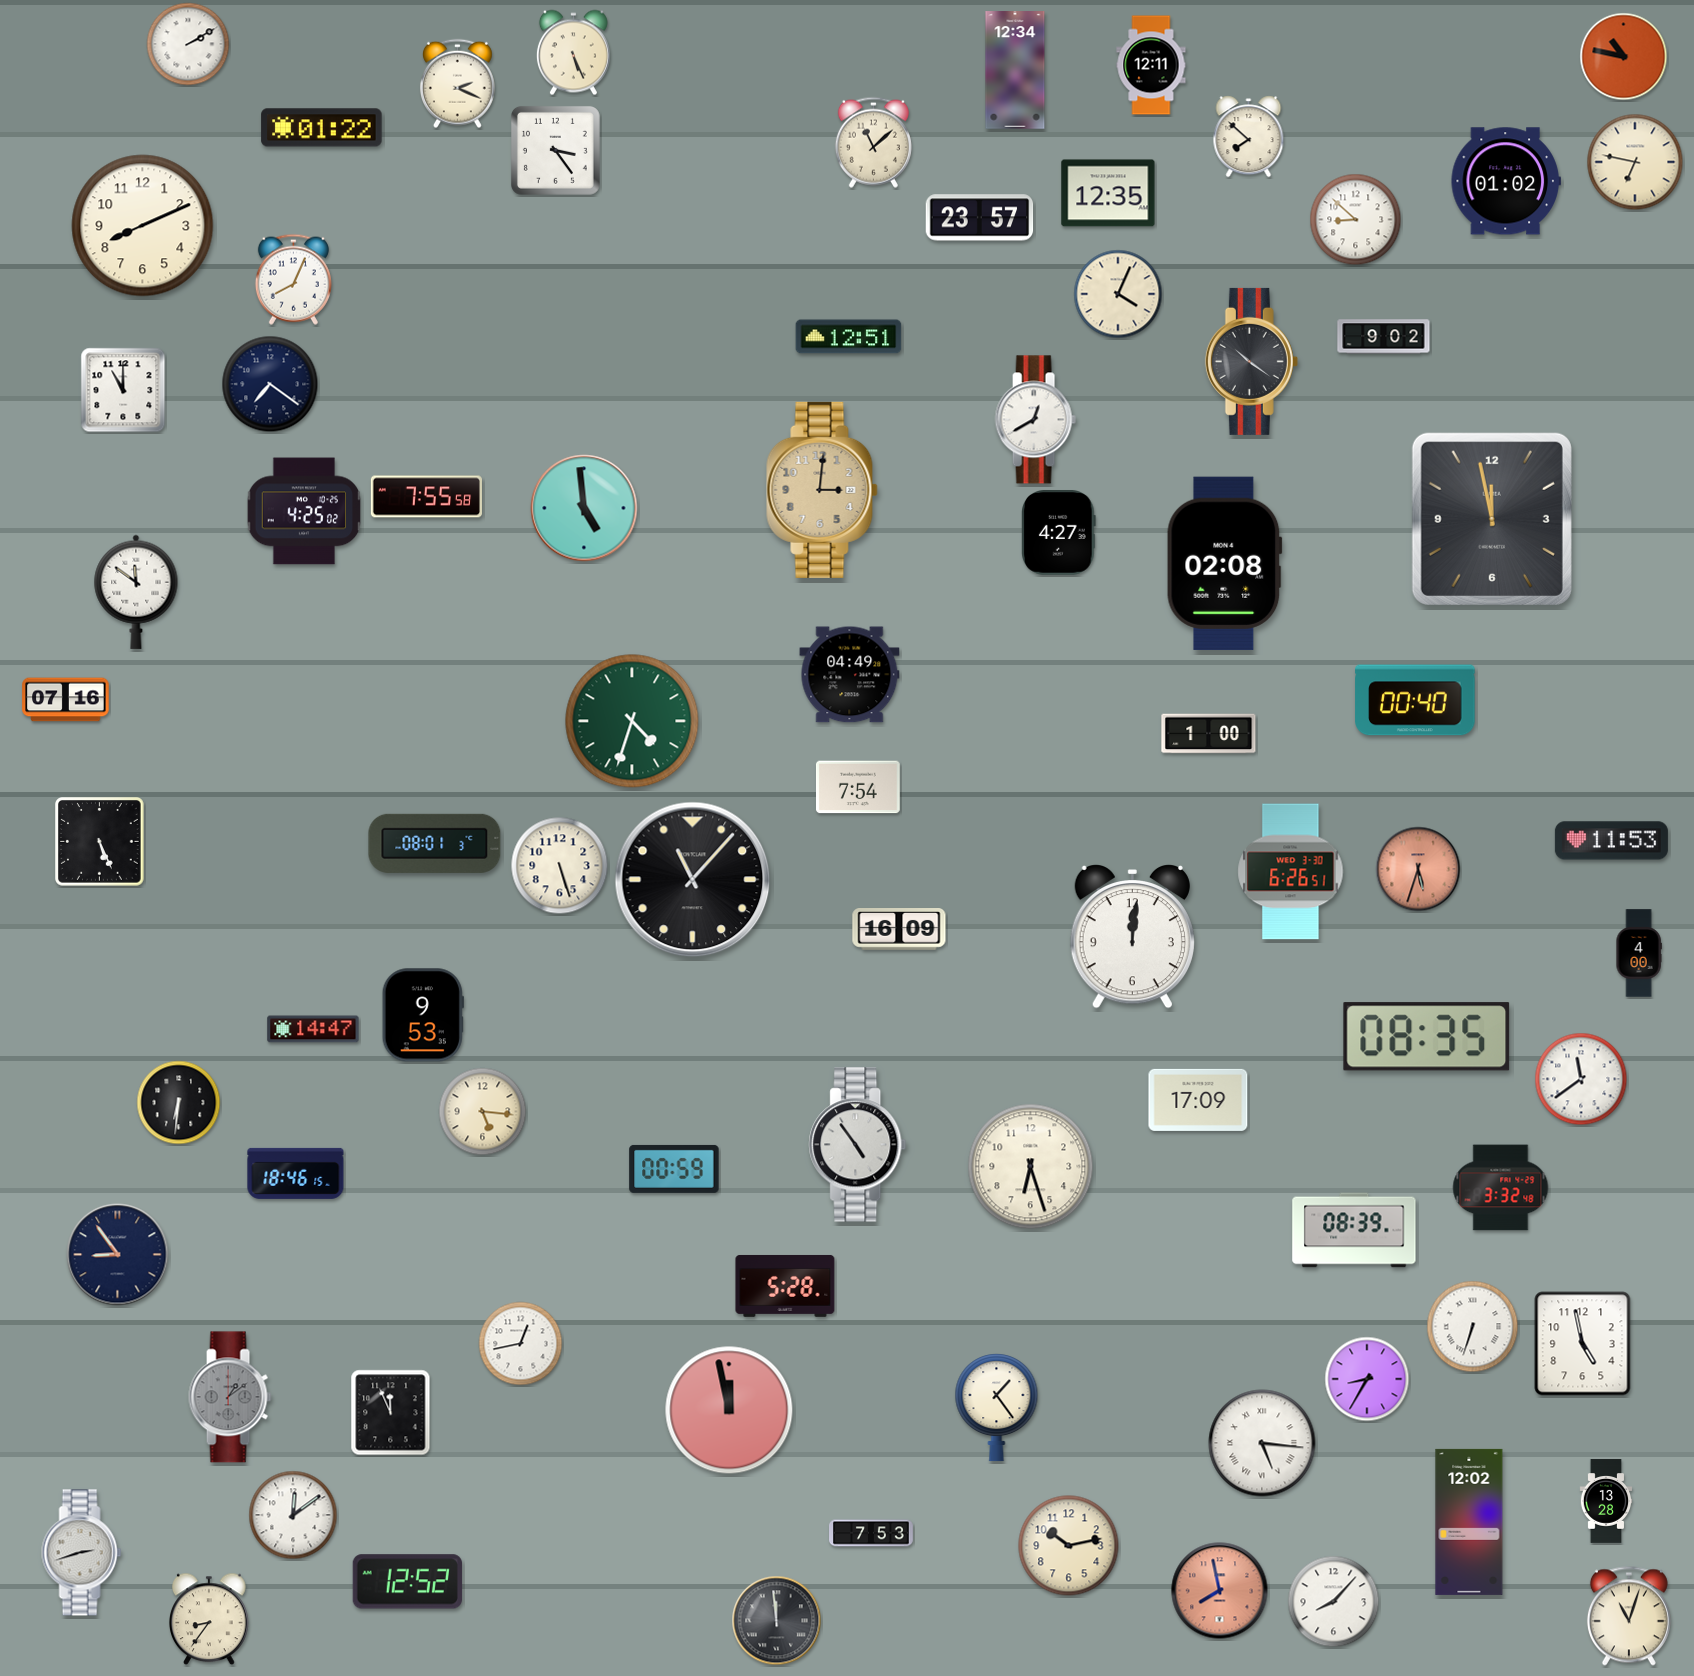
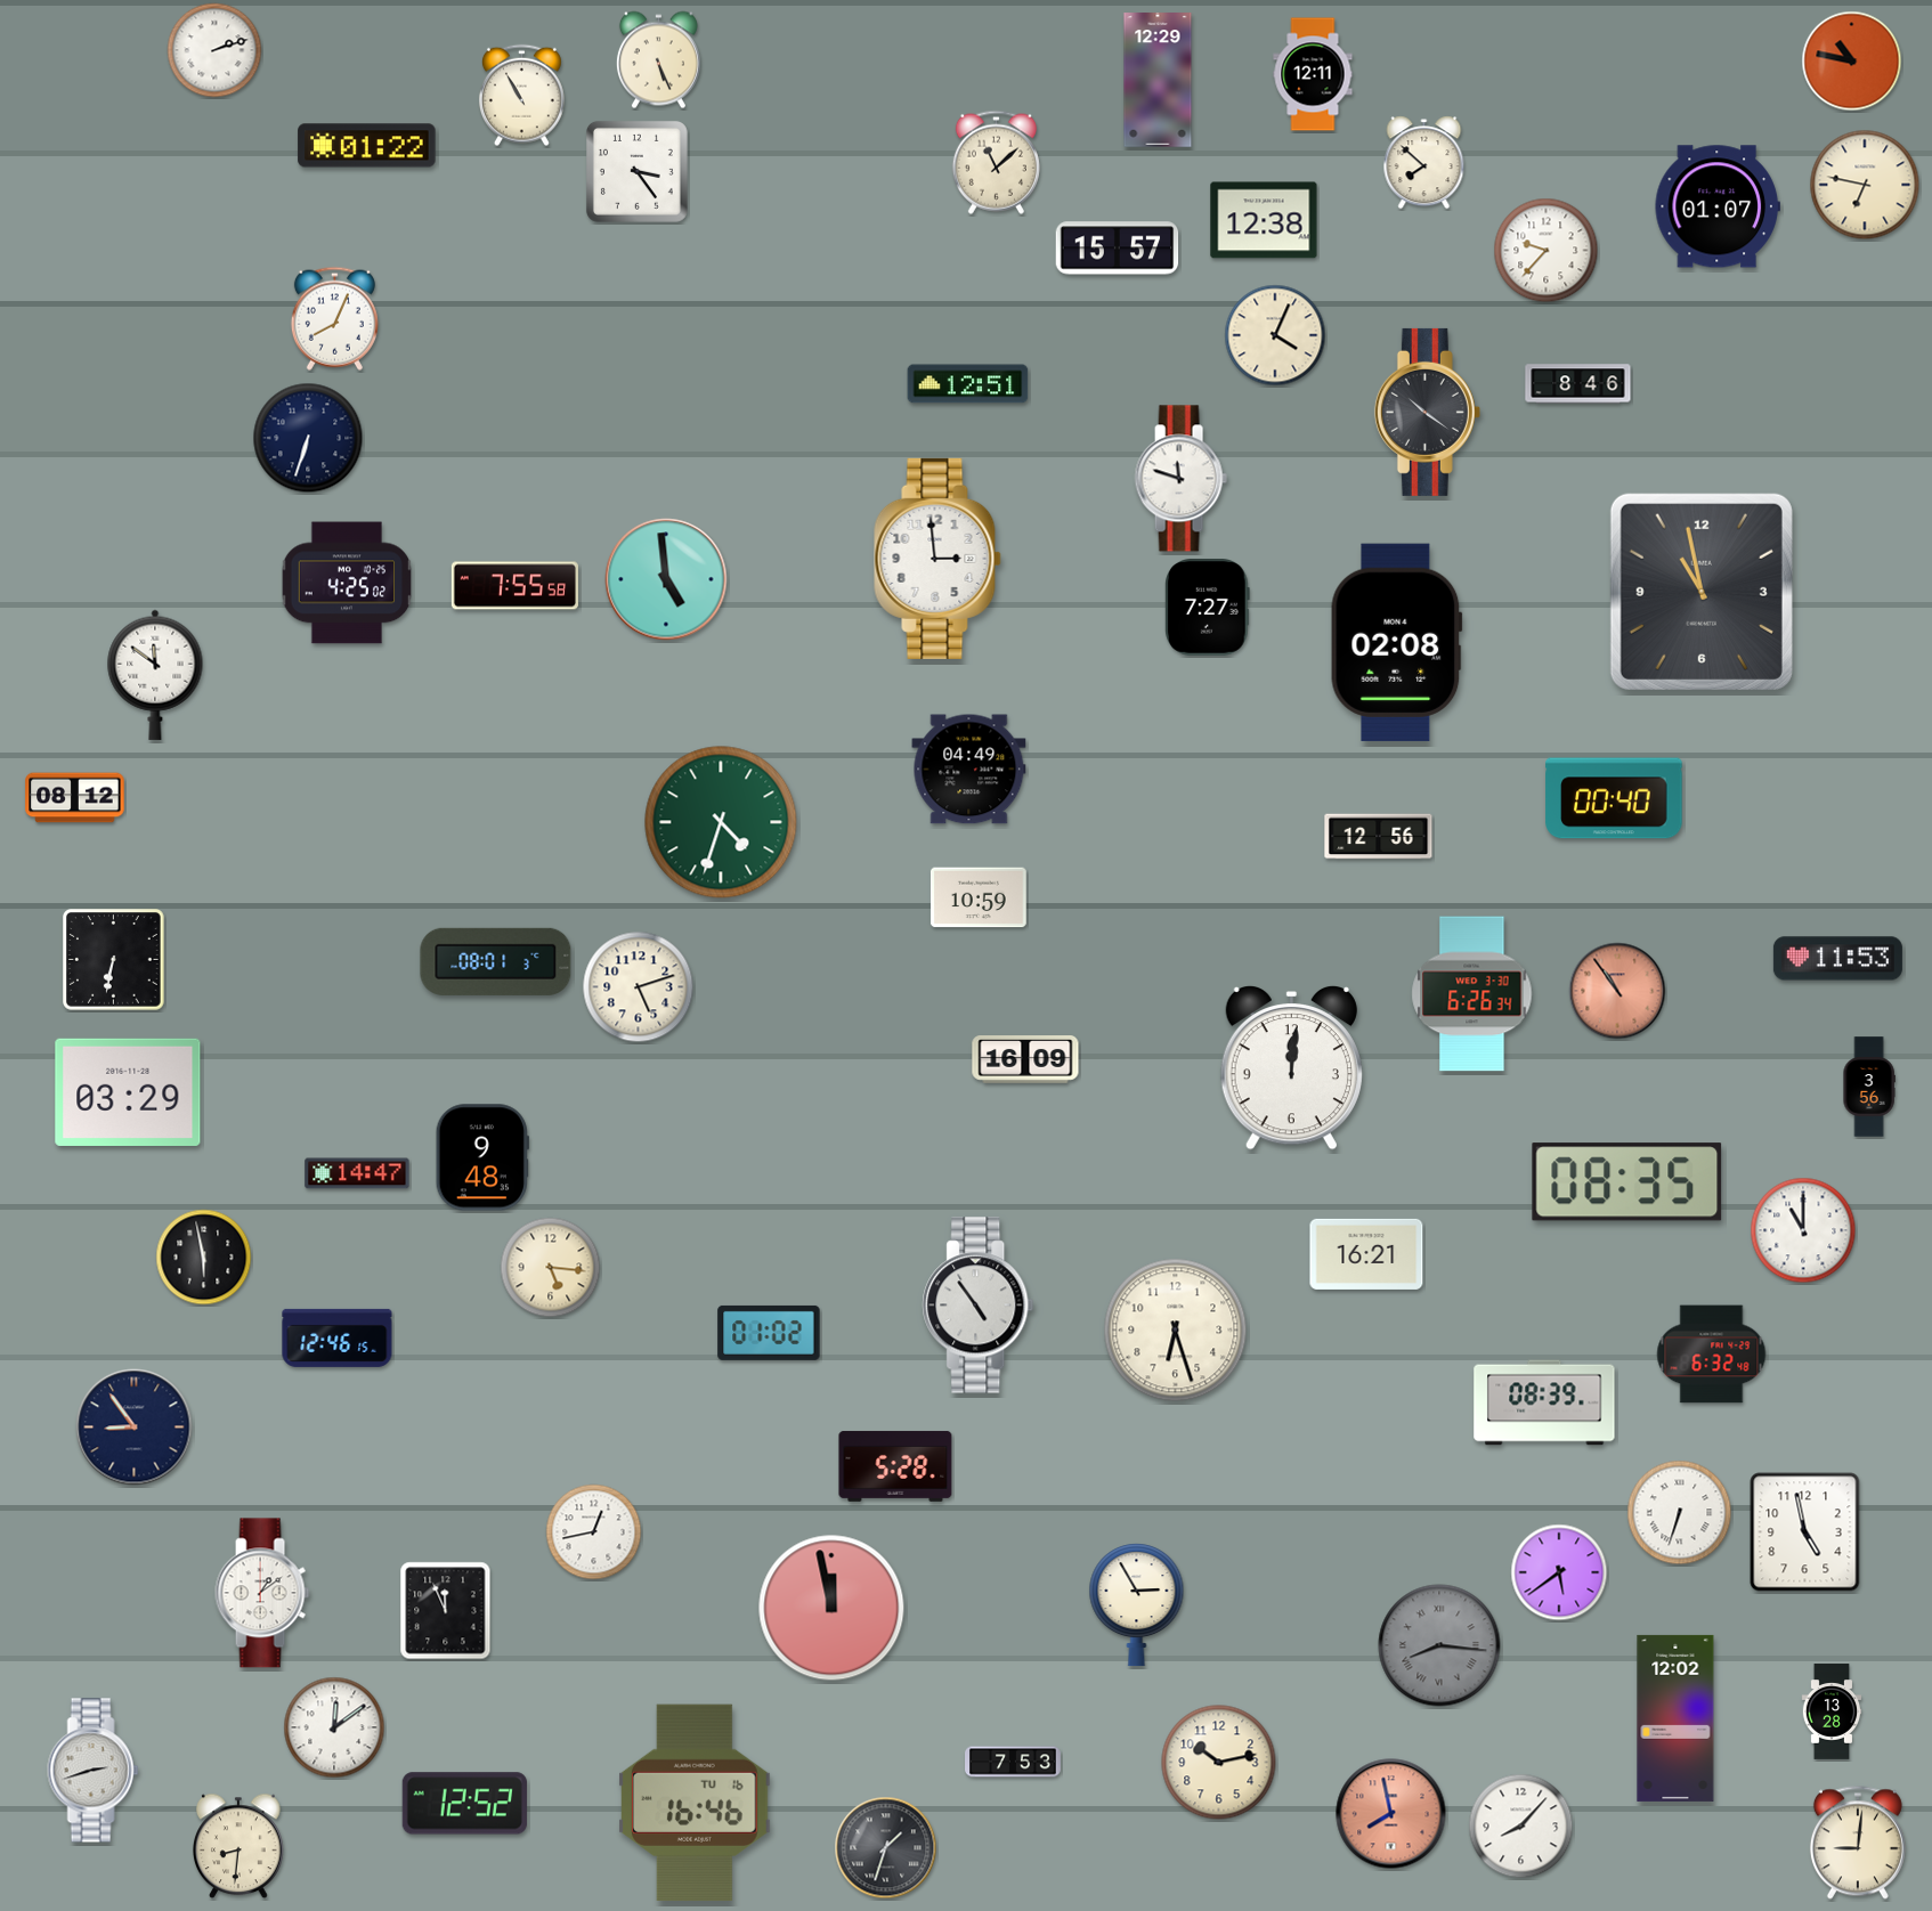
clock at (188, 44): 2:10 -> 2:12
clock at (573, 53) position: (573, 53) -> (658, 60)
clock at (1624, 57) position: (1624, 57) -> (1852, 62)
clock at (1015, 70): 12:34 -> 12:29
clock at (457, 84): 2:19 -> 10:55
clock at (1249, 137) position: (1249, 137) -> (1424, 163)
clock at (555, 150) position: (555, 150) -> (636, 171)
clock at (1506, 181): 01:02 -> 01:07
clock at (1108, 193): 12:35 -> 12:38
clock at (980, 218): 23:57 -> 15:57
clock at (1356, 220): 8:52 -> 9:37
clock at (143, 226): 8:11 -> none
clock at (1384, 337): 9:02 -> 8:46
clock at (270, 384): 7:21 -> 6:33
clock at (123, 390): 11:00 -> none
clock at (1035, 420): 12:40 -> 11:48
clock at (822, 490): 3:01 -> 2:59
clock at (822, 490) dial: champagne -> white
clock at (426, 497) position: (426, 497) -> (514, 586)
clock at (1492, 519): 11:58 -> 10:58
clock at (1059, 533): 4:27 -> 7:27
clock at (66, 700): 07:16 -> 08:12
clock at (1209, 734): 1:00 -> 12:56
clock at (858, 787): 7:54 -> 10:59
clock at (100, 842): 5:26 -> 6:32
clock at (560, 866): 5:27 -> 5:12
clock at (1418, 869): 5:33 -> 10:54
clock at (1291, 872): 6:26:51 -> 6:26:34
clock at (693, 880): 11:07 -> none
clock at (1639, 953): 4:00 -> 3:56
clock at (128, 1092): none -> 03:29
clock at (423, 1015): 9:53 -> 9:48
clock at (1581, 1079): 11:39 -> 11:00
clock at (1198, 1100): 17:09 -> 16:21
clock at (179, 1103): 6:31 -> 5:58
clock at (674, 1169): 00:59 -> 01:02
clock at (296, 1173): 18:46 -> 12:46
clock at (1501, 1188): 3:32 -> 6:32
clock at (118, 1255) position: (118, 1255) -> (135, 1428)
clock at (1367, 1379): 8:35 -> 5:39
clock at (230, 1397) dial: grey -> white
clock at (997, 1408): 1:24 -> 2:55
clock at (1262, 1443): 5:16 -> 8:16
clock at (1262, 1443) dial: white -> grey
clock at (1469, 1522) position: (1469, 1522) -> (1675, 1718)
clock at (871, 1533) position: (871, 1533) -> (1013, 1762)
clock at (696, 1802): none -> 16:46
clock at (1629, 1616): 11:03 -> 9:01
clock at (210, 1619): 8:36 -> 8:31
clock at (777, 1621): 11:59 -> 1:33
